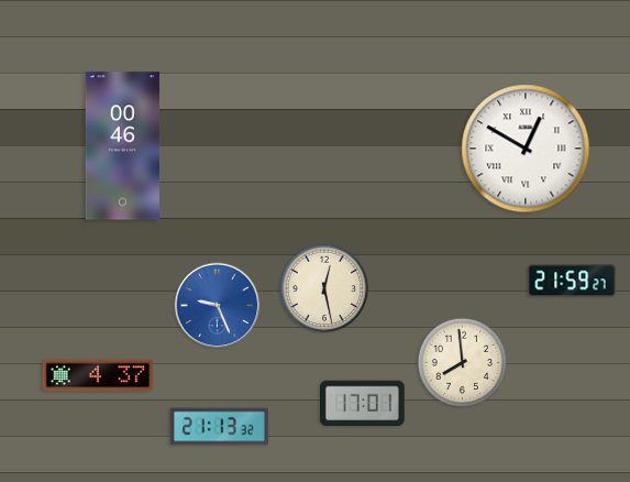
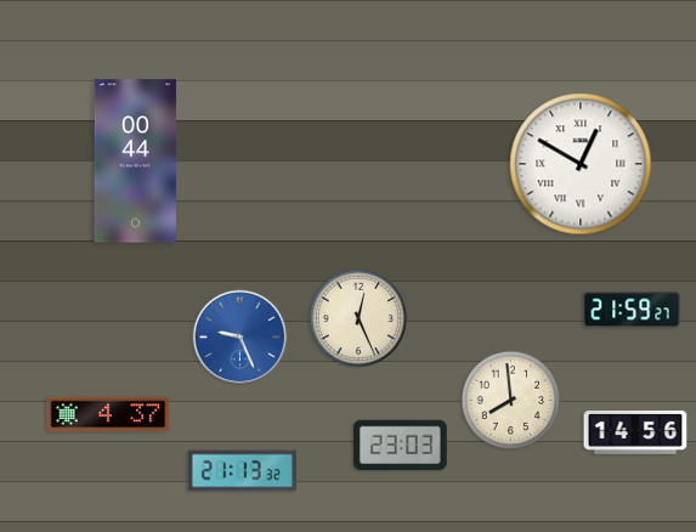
clock at (122, 146): 00:46 -> 00:44
clock at (324, 288): 12:28 -> 12:26
clock at (635, 432): none -> 14:56
clock at (362, 404): 17:01 -> 23:03
